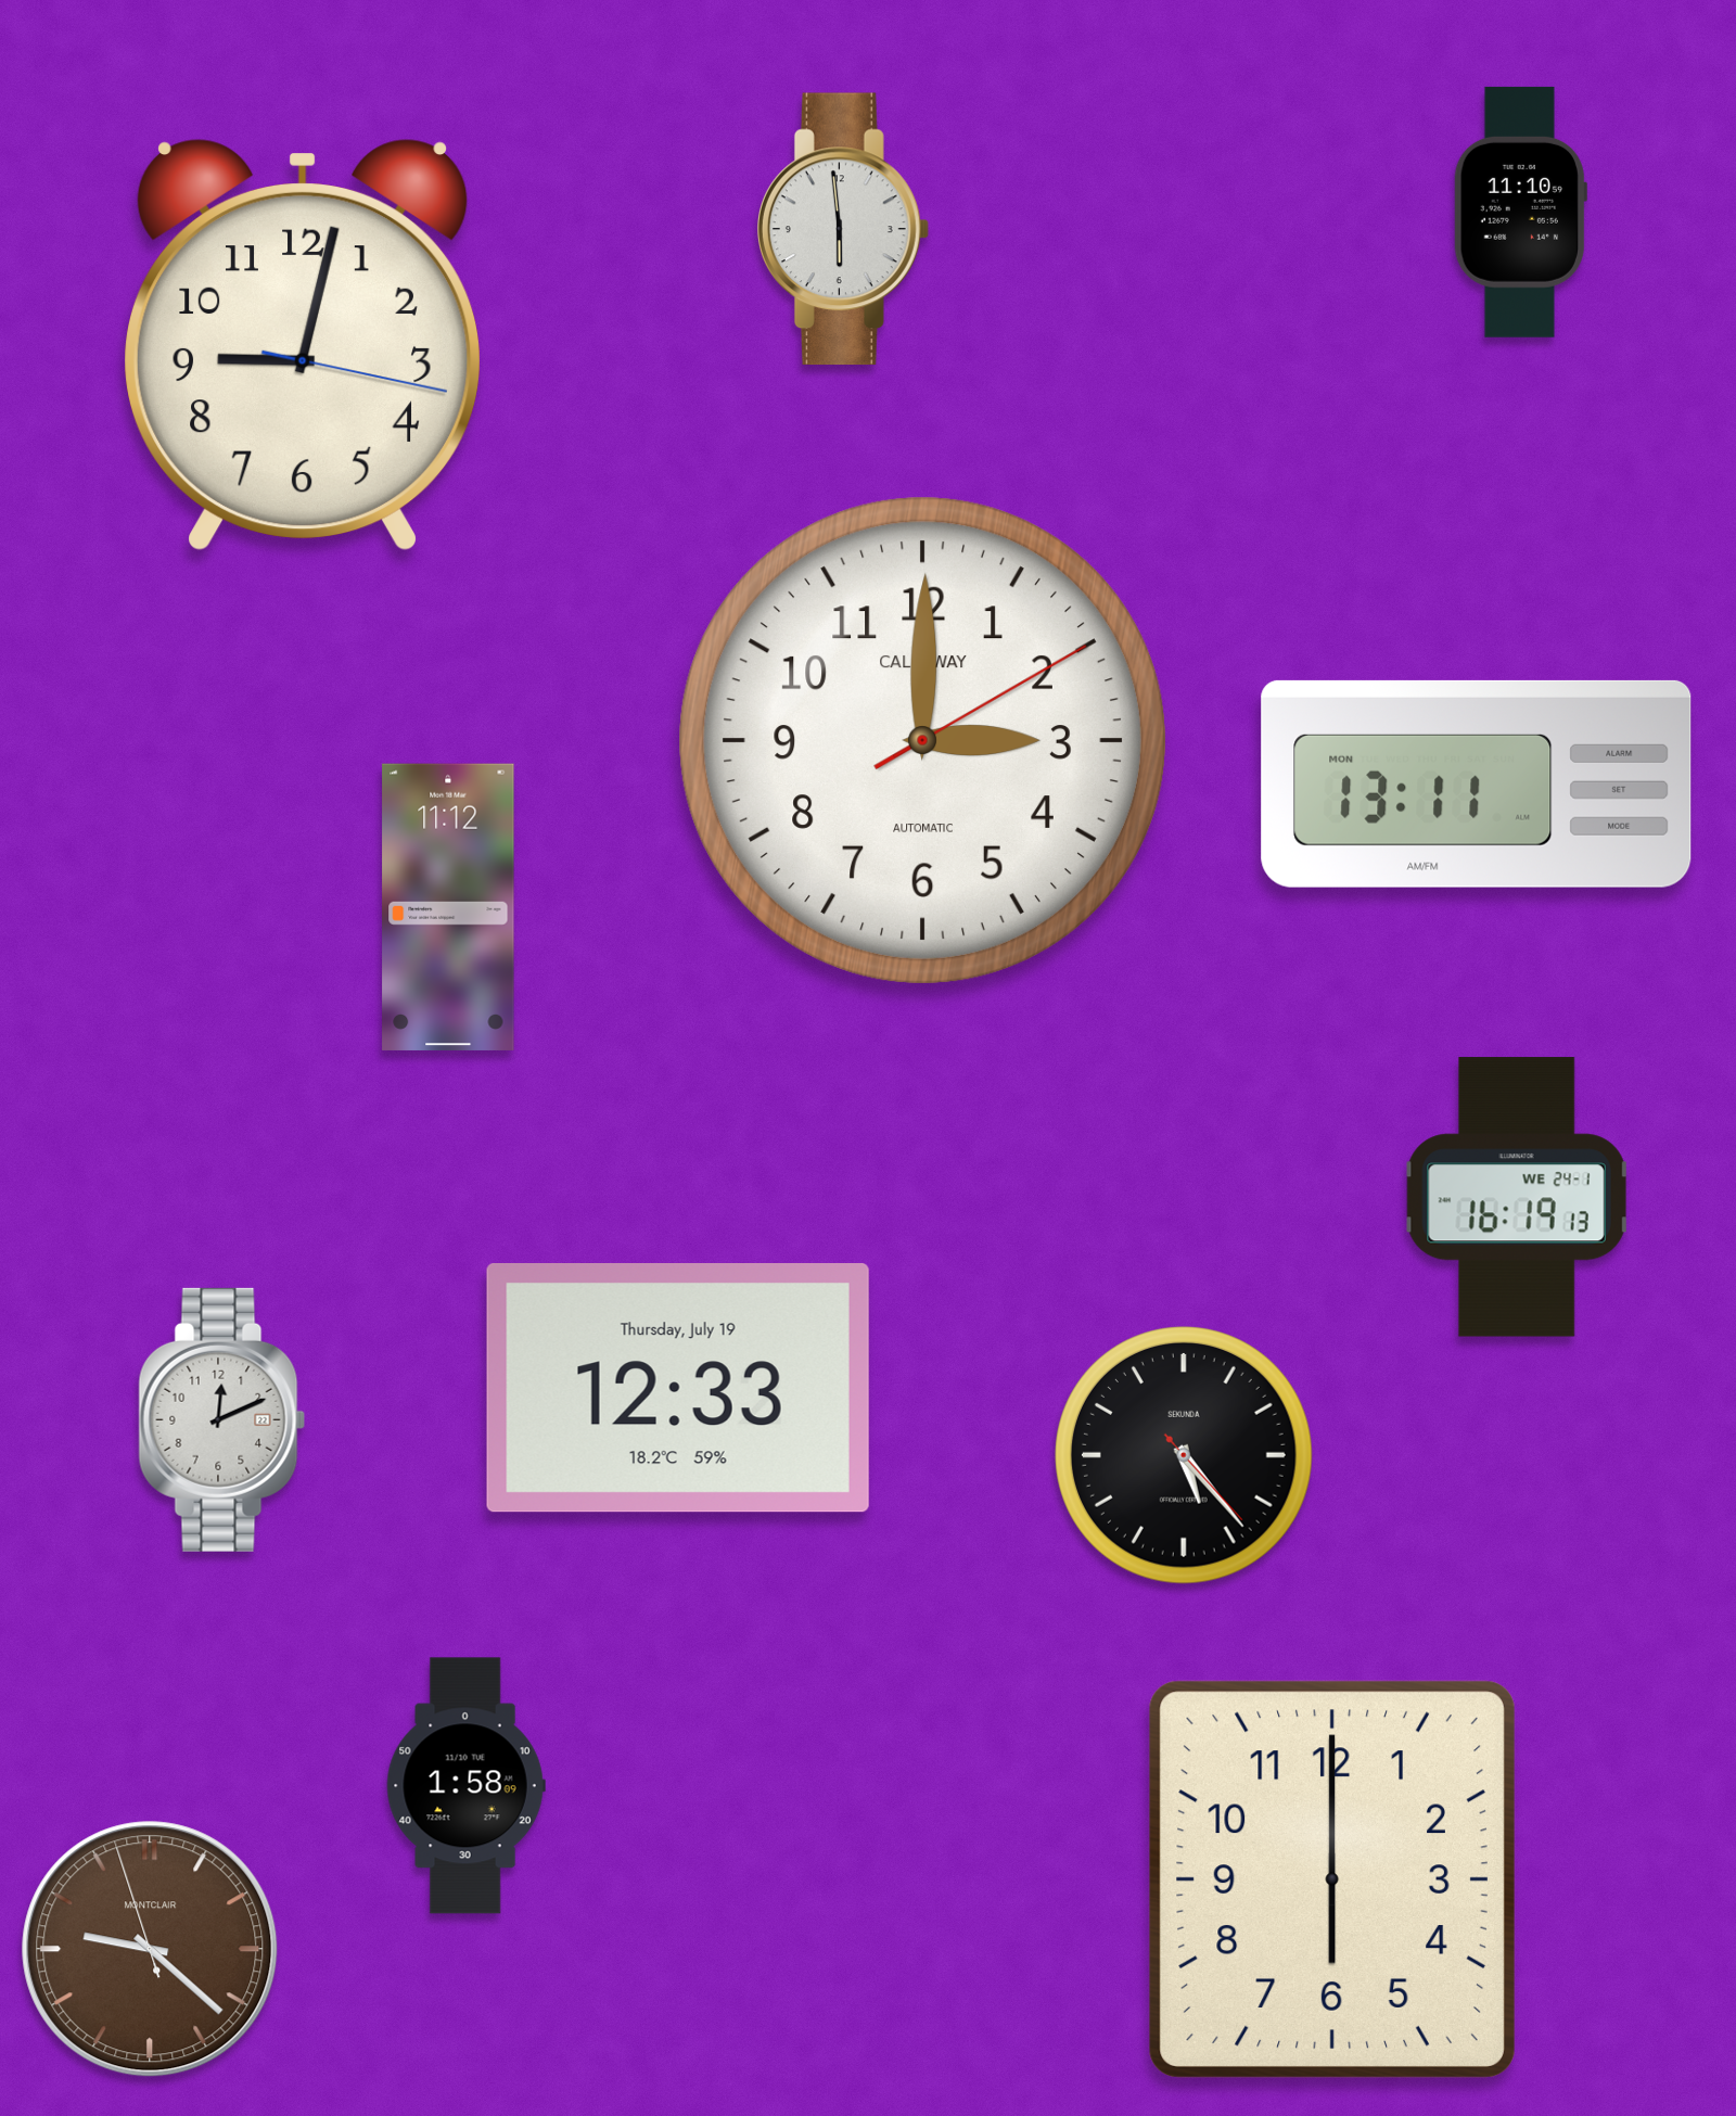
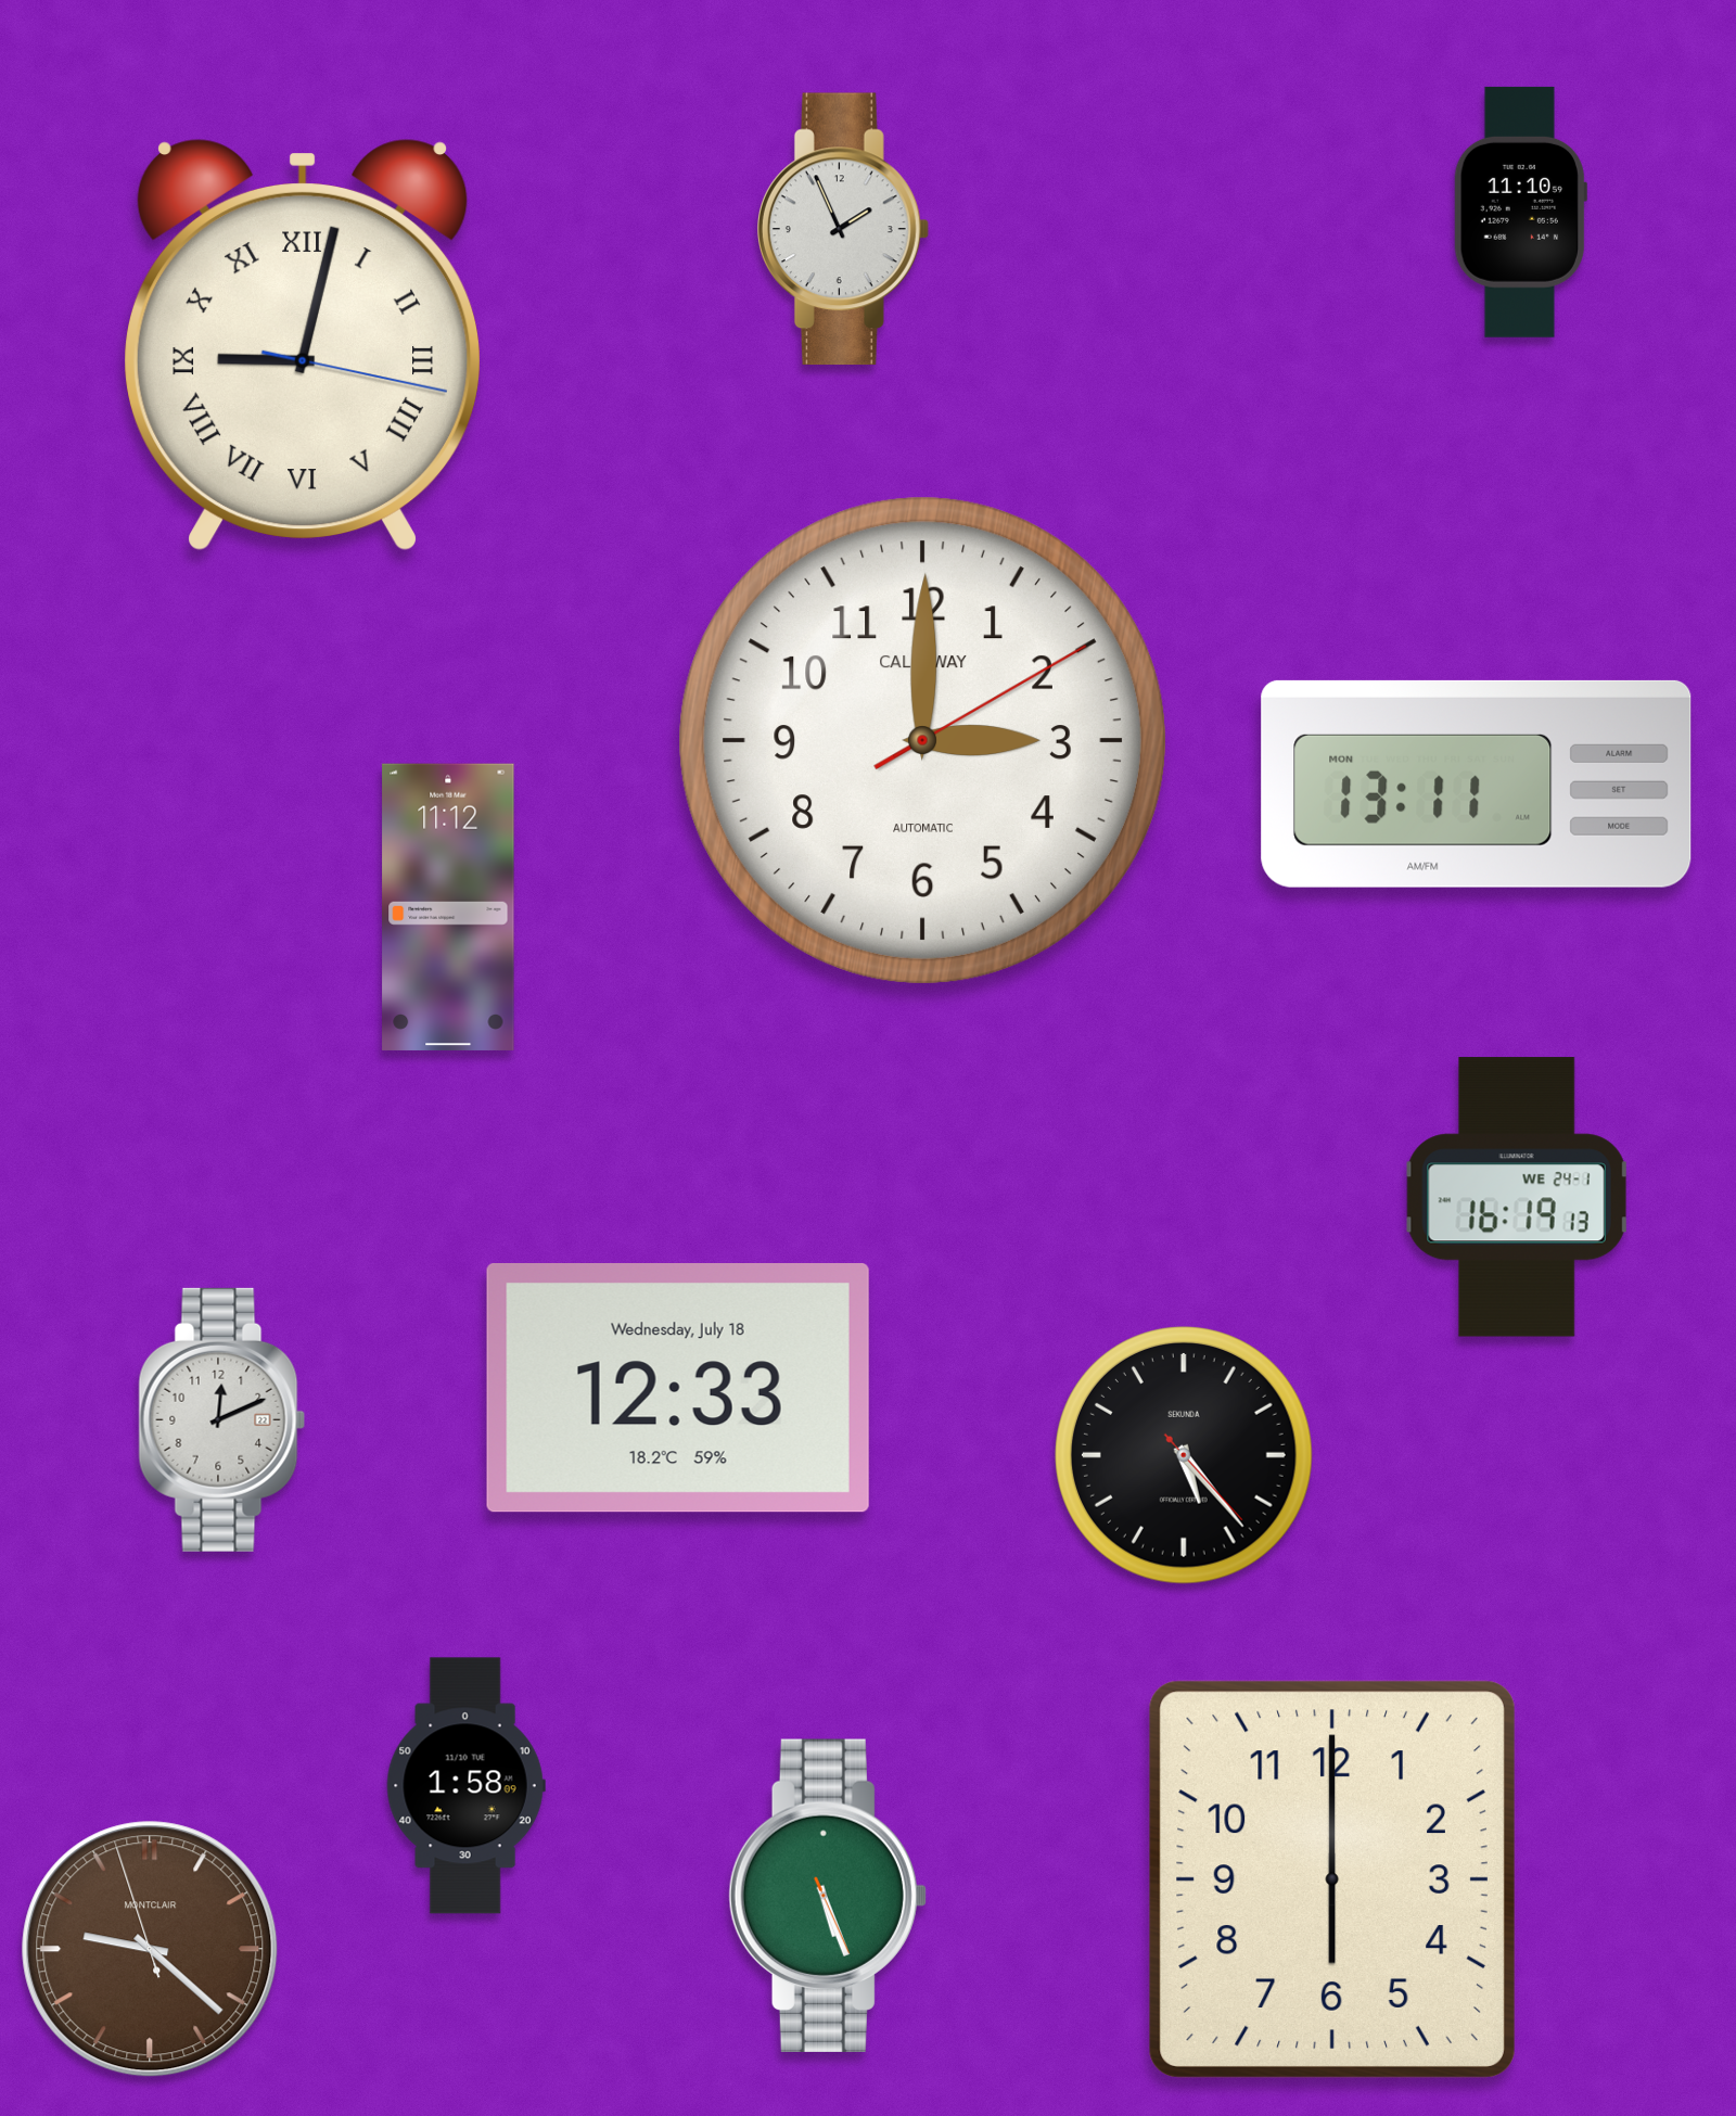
clock at (843, 229): 5:59 -> 1:56
clock at (302, 345) numerals: Arabic -> Roman
clock at (678, 1389) date: Thursday, July 19 -> Wednesday, July 18
clock at (828, 1896): none -> 5:26
